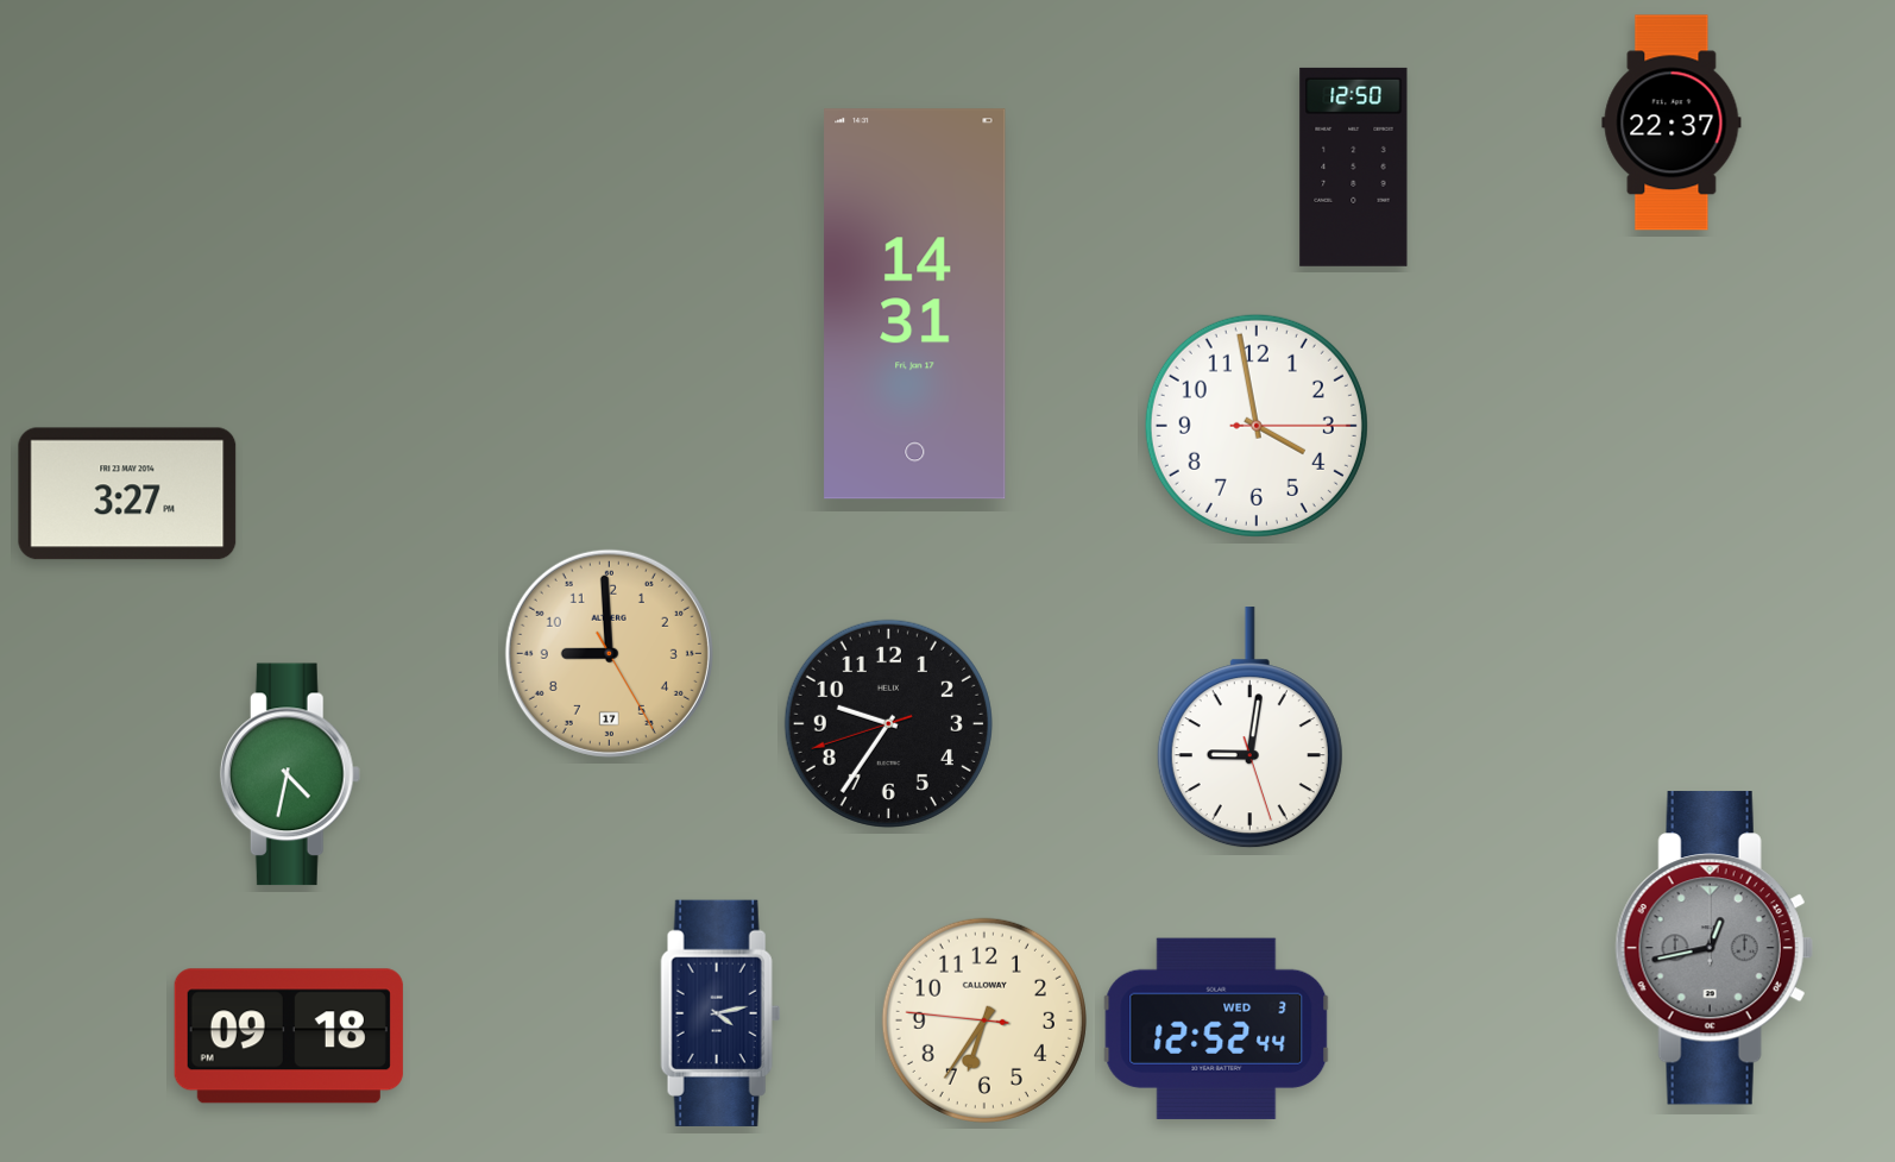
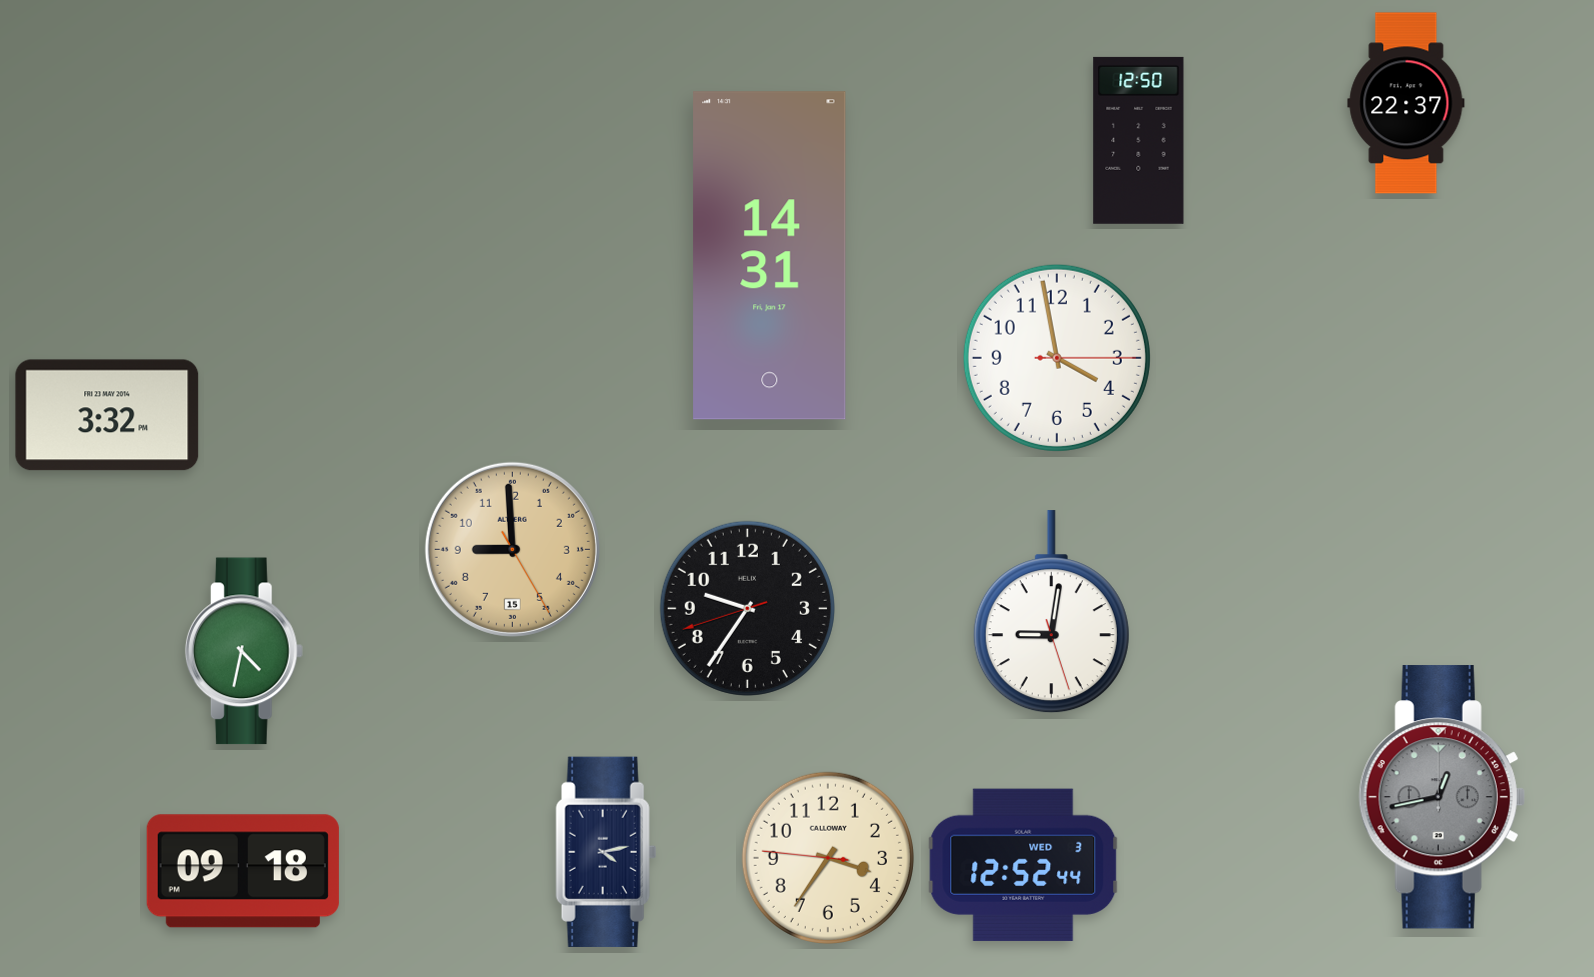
clock at (127, 494): 3:27 -> 3:32
clock at (609, 653) date: 17 -> 15
clock at (984, 1020): 6:35 -> 3:35
